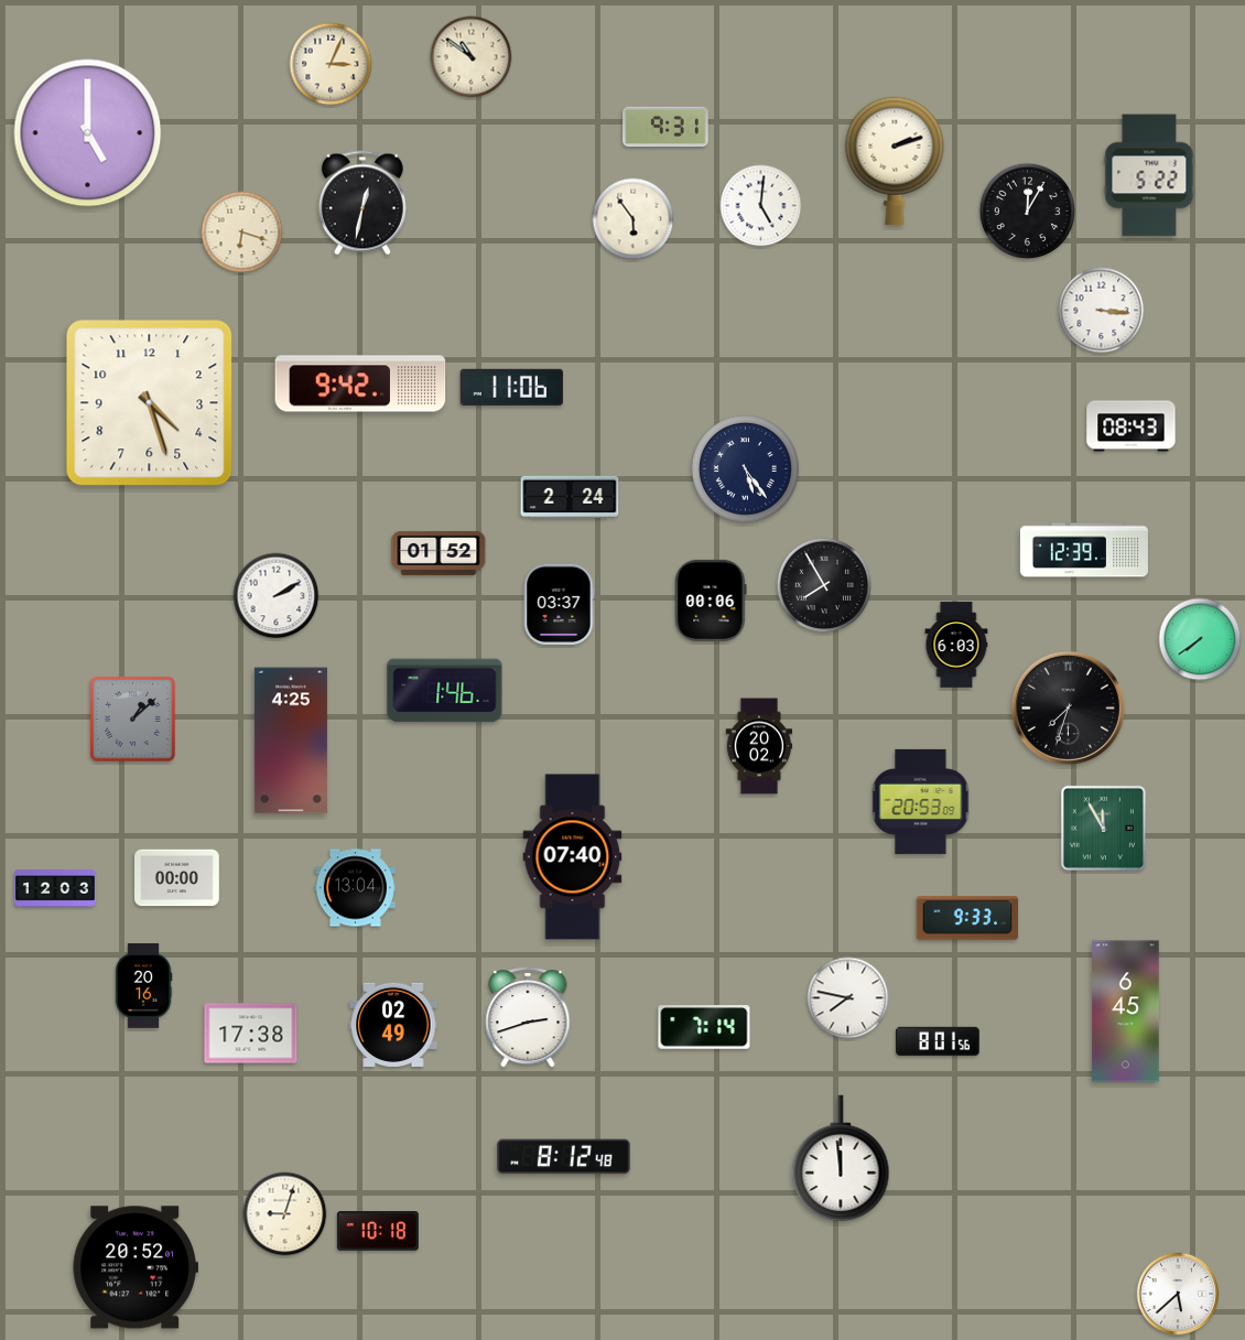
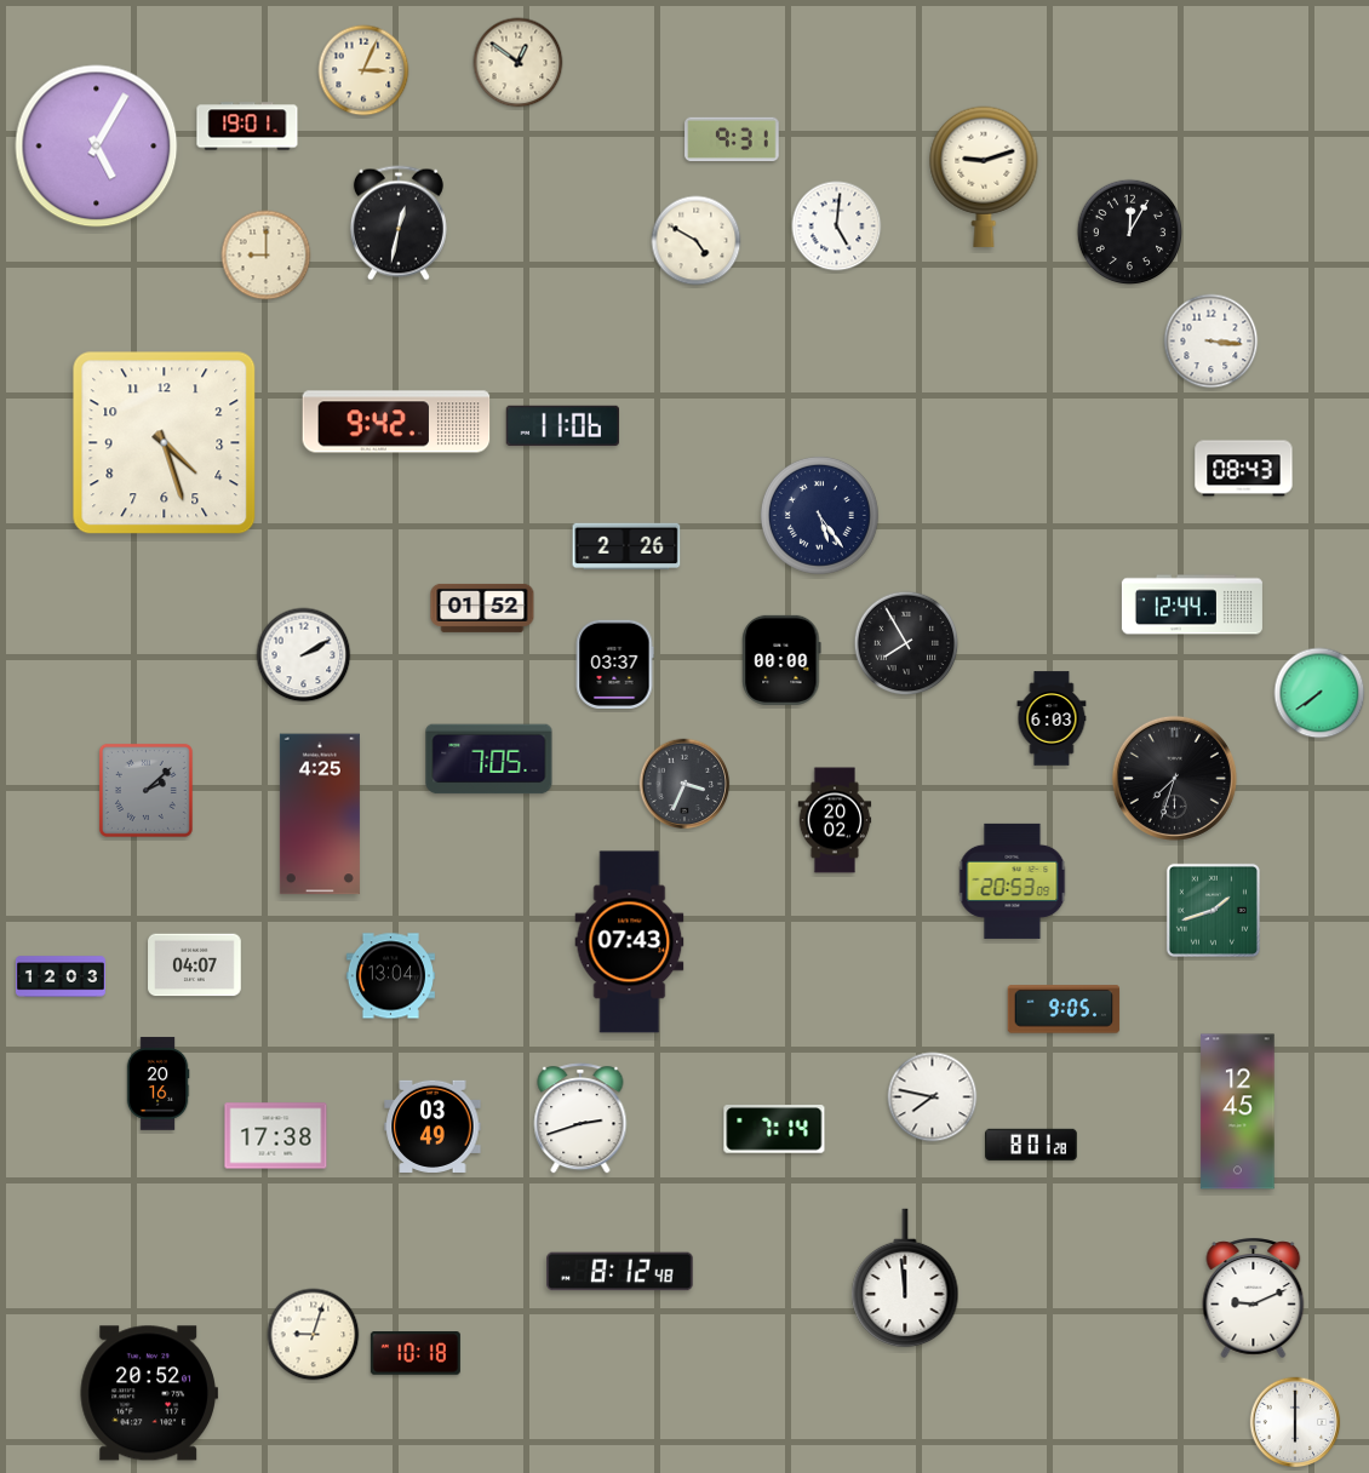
clock at (472, 57): 10:51 -> 12:51
clock at (247, 126): none -> 19:01
clock at (88, 133): 5:00 -> 5:05
clock at (895, 161): 2:12 -> 9:12
clock at (1149, 175): 5:22 -> none
clock at (634, 219): 5:54 -> 4:50
clock at (242, 233): 6:18 -> 9:00
clock at (570, 497): 2:24 -> 2:26
clock at (1084, 550): 12:39 -> 12:44
clock at (711, 601): 00:06 -> 00:00
clock at (1200, 639) position: (1200, 639) -> (1319, 693)
clock at (956, 645) position: (956, 645) -> (1052, 718)
clock at (445, 691): 1:46 -> 7:05
clock at (684, 784): none -> 3:34
clock at (132, 718): 1:08 -> 2:08
clock at (1103, 828): 11:55 -> 1:42
clock at (573, 857): 07:40 -> 07:43
clock at (177, 878): 00:00 -> 04:07
clock at (967, 918): 9:33 -> 9:05
clock at (1126, 1012): 6:45 -> 12:45
clock at (393, 1025): 02:49 -> 03:49
clock at (939, 1041): 8:01:56 -> 8:01:28
clock at (841, 1158) position: (841, 1158) -> (905, 1278)
clock at (1254, 1297): none -> 9:11
clock at (1178, 1294): 5:38 -> 6:00
